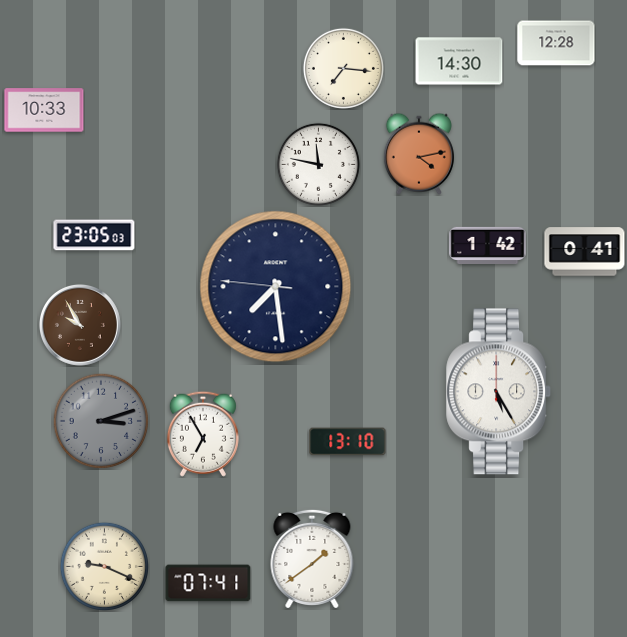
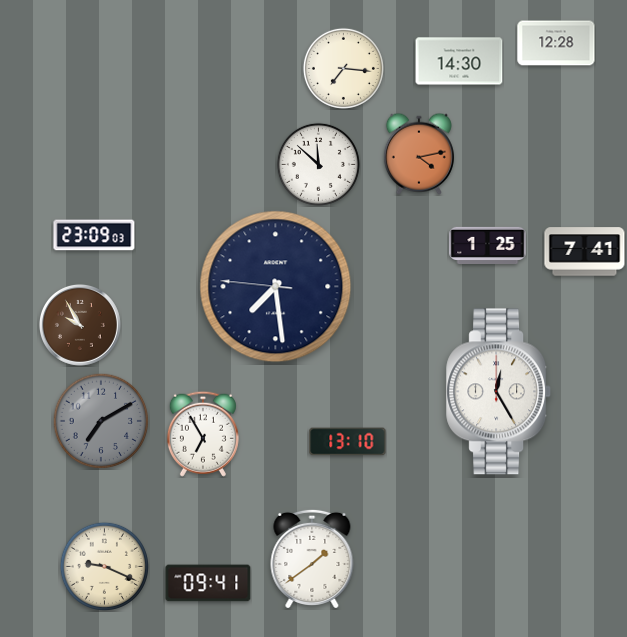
clock at (44, 110): 10:33 -> none
clock at (318, 164): 11:47 -> 11:52
clock at (94, 235): 23:05 -> 23:09
clock at (488, 245): 1:42 -> 1:25
clock at (585, 252): 0:41 -> 7:41
clock at (499, 392): 5:25 -> 12:25
clock at (101, 421): 3:12 -> 7:10
clock at (208, 583): 07:41 -> 09:41
